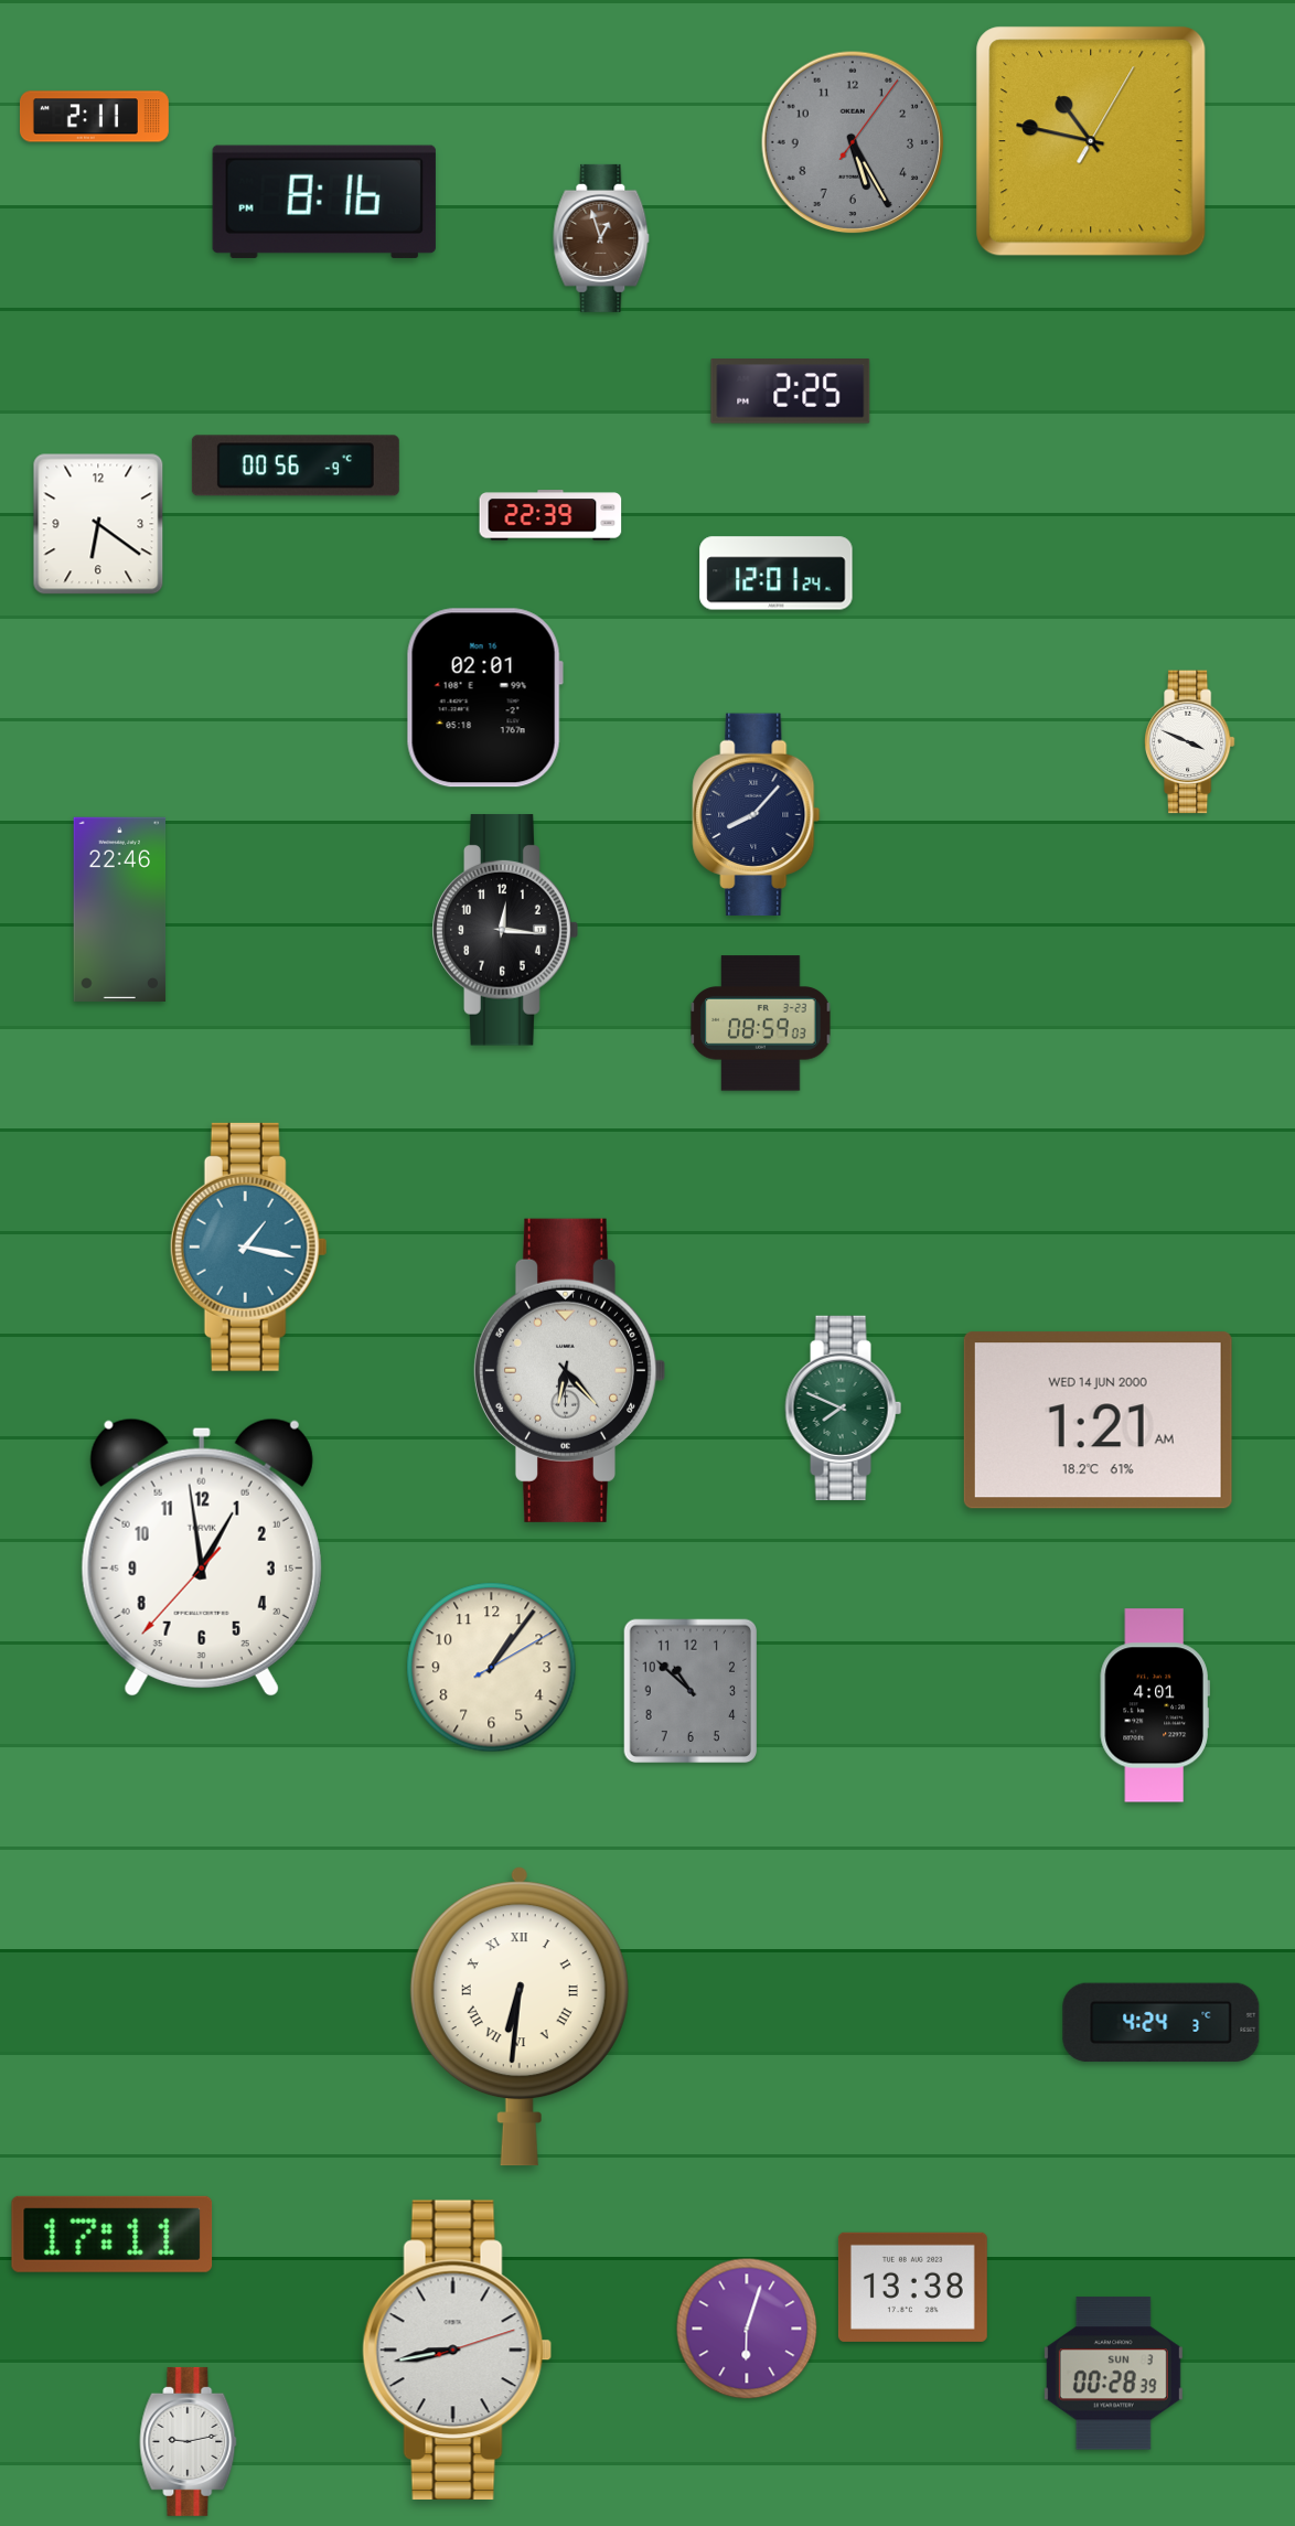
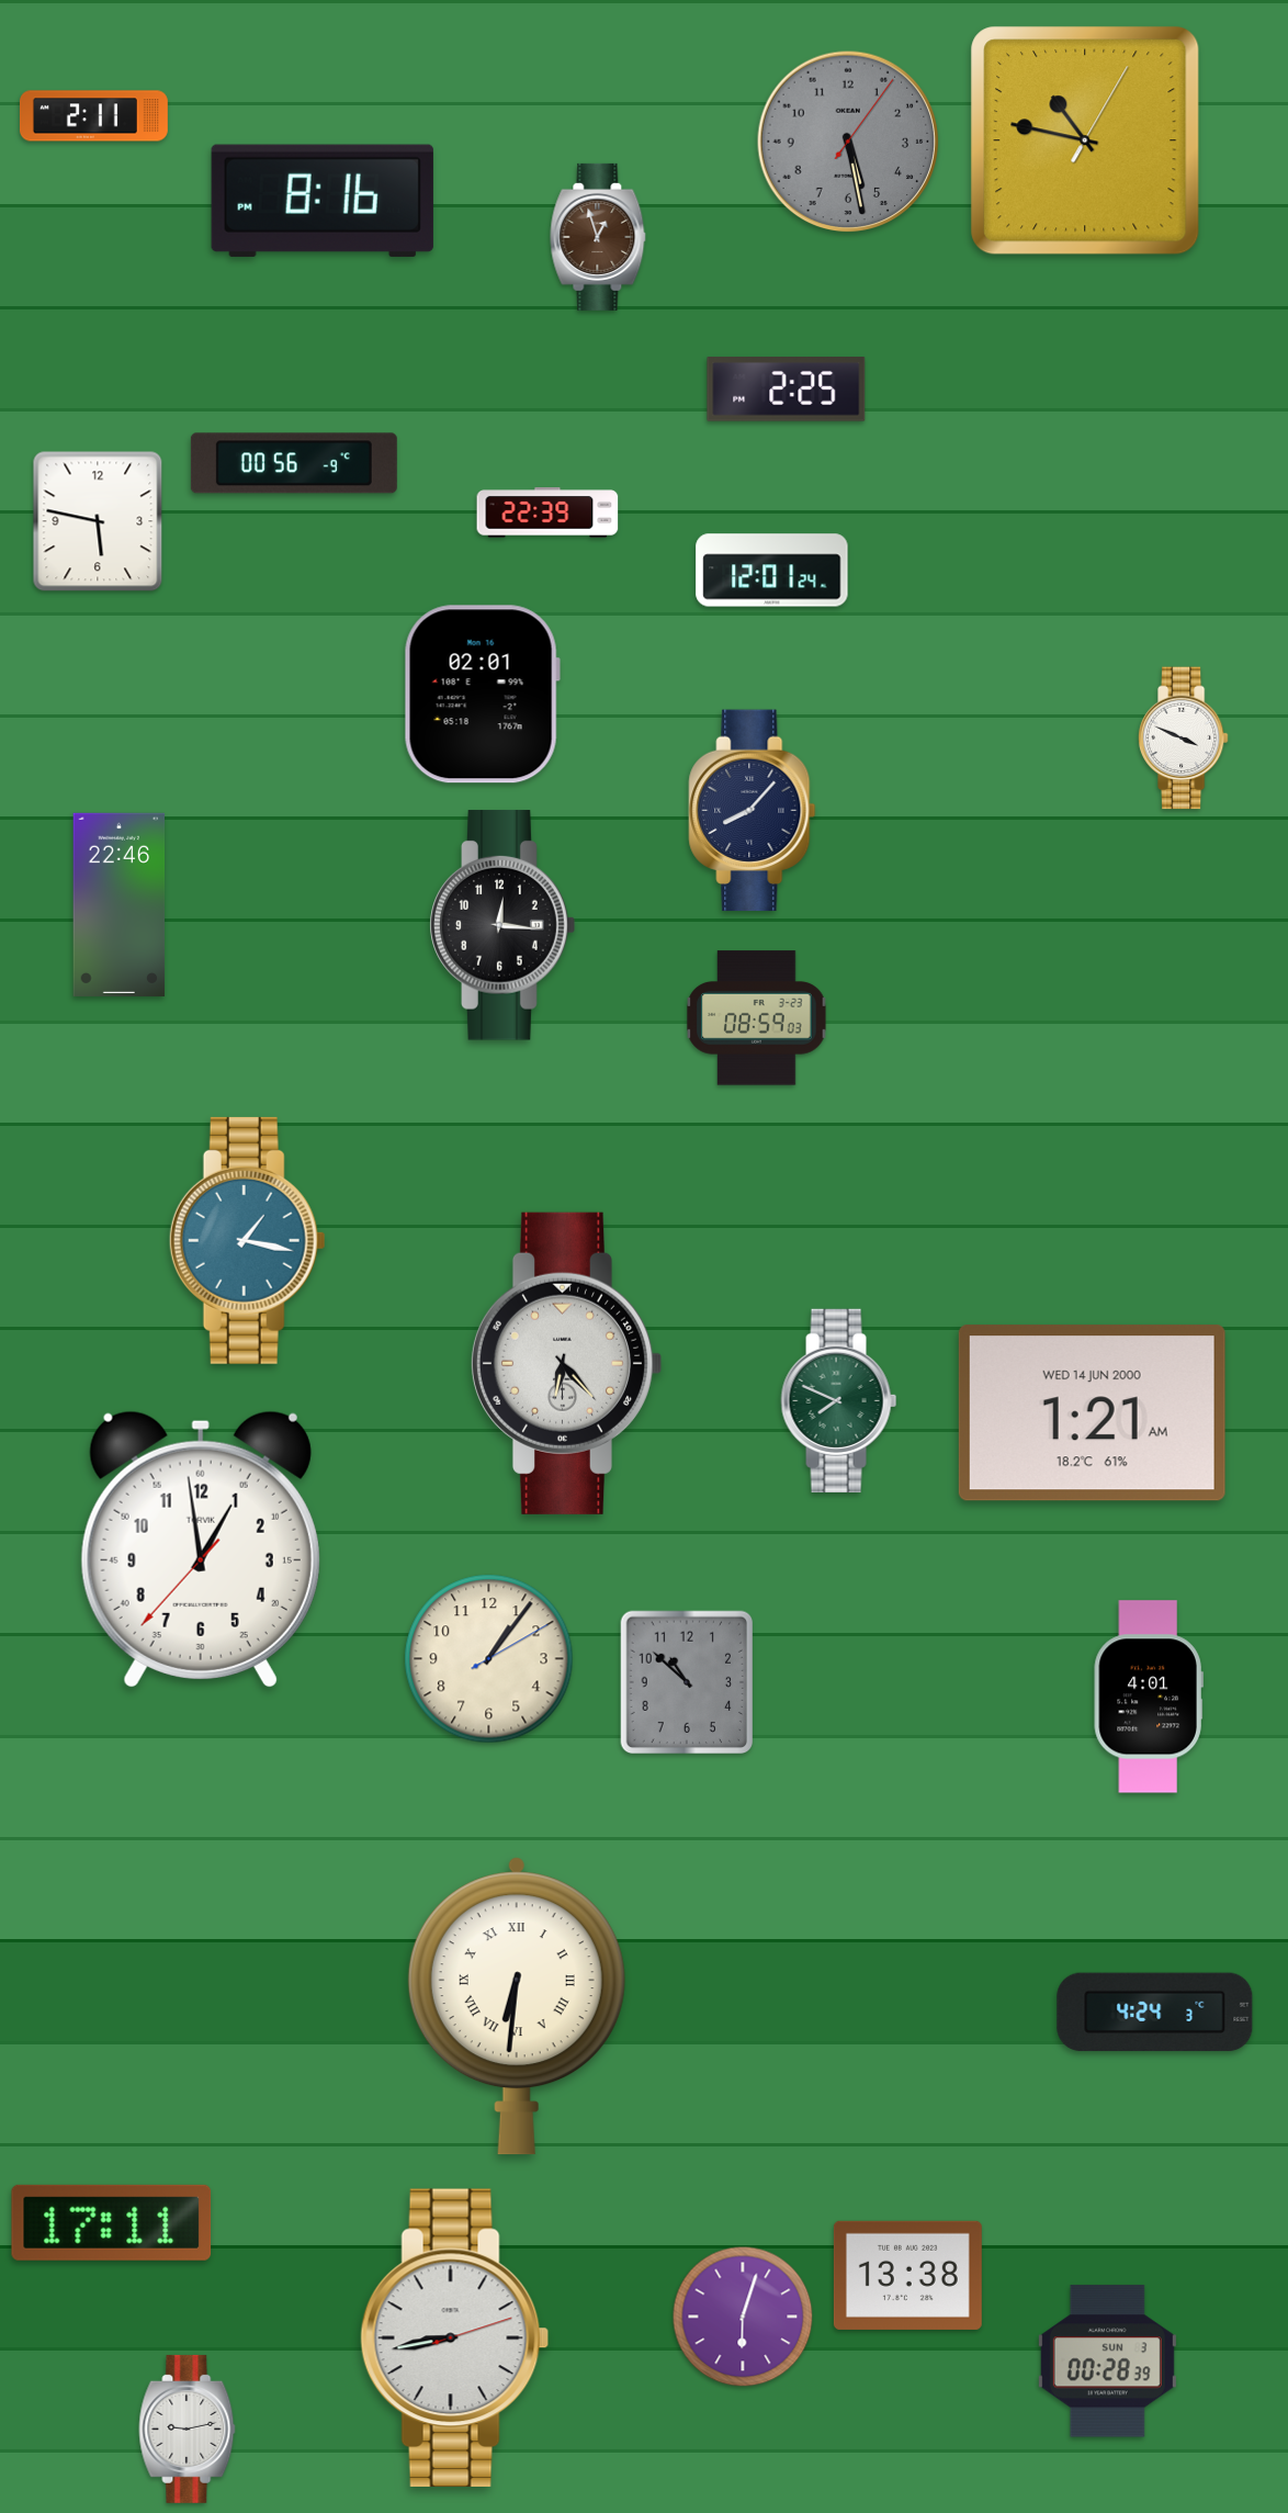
clock at (853, 142): 5:25 -> 5:28
clock at (98, 524): 6:21 -> 5:47
